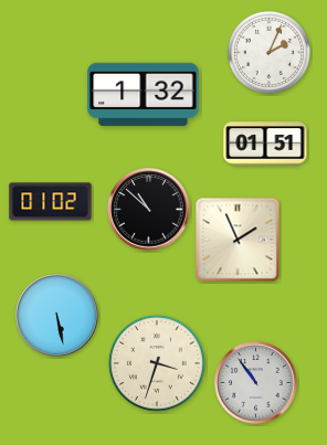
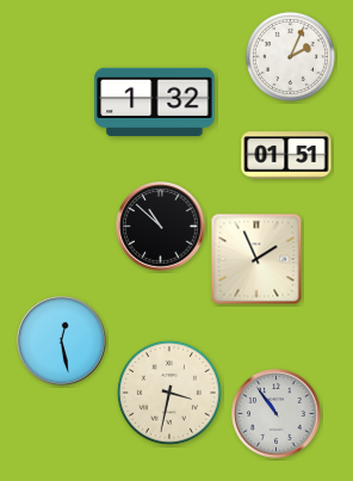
clock at (51, 202): 01:02 -> none
clock at (57, 316): 5:28 -> 12:28
clock at (157, 363): 3:33 -> 3:32
